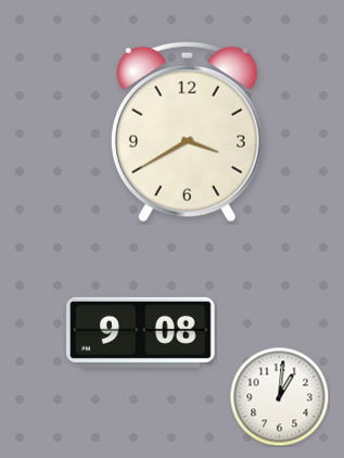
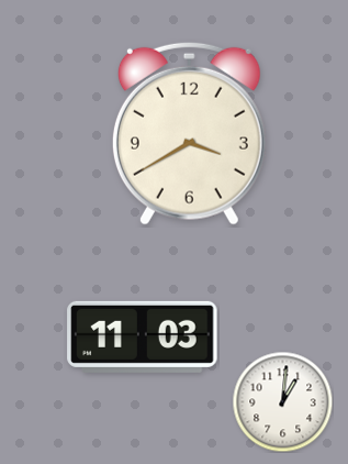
clock at (141, 332): 9:08 -> 11:03
